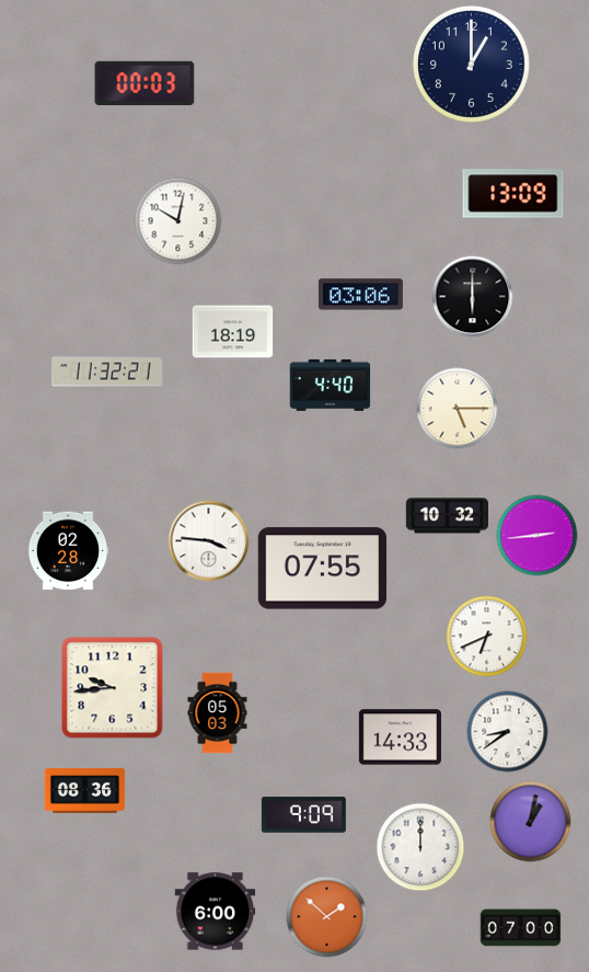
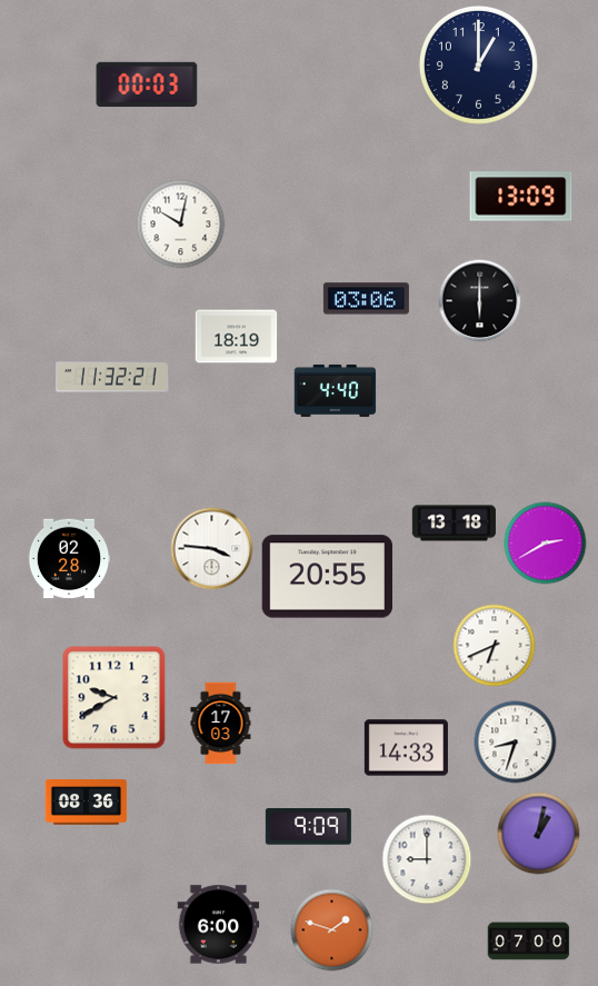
clock at (107, 371) position: (107, 371) -> (112, 377)
clock at (458, 409): 5:15 -> none
clock at (447, 516): 10:32 -> 13:18
clock at (538, 536): 2:44 -> 2:40
clock at (322, 569): 07:55 -> 20:55
clock at (113, 688): 9:44 -> 9:40
clock at (218, 713): 05:03 -> 17:03
clock at (508, 732): 8:39 -> 8:33
clock at (420, 847): 12:00 -> 9:00
clock at (327, 917): 1:52 -> 1:48
